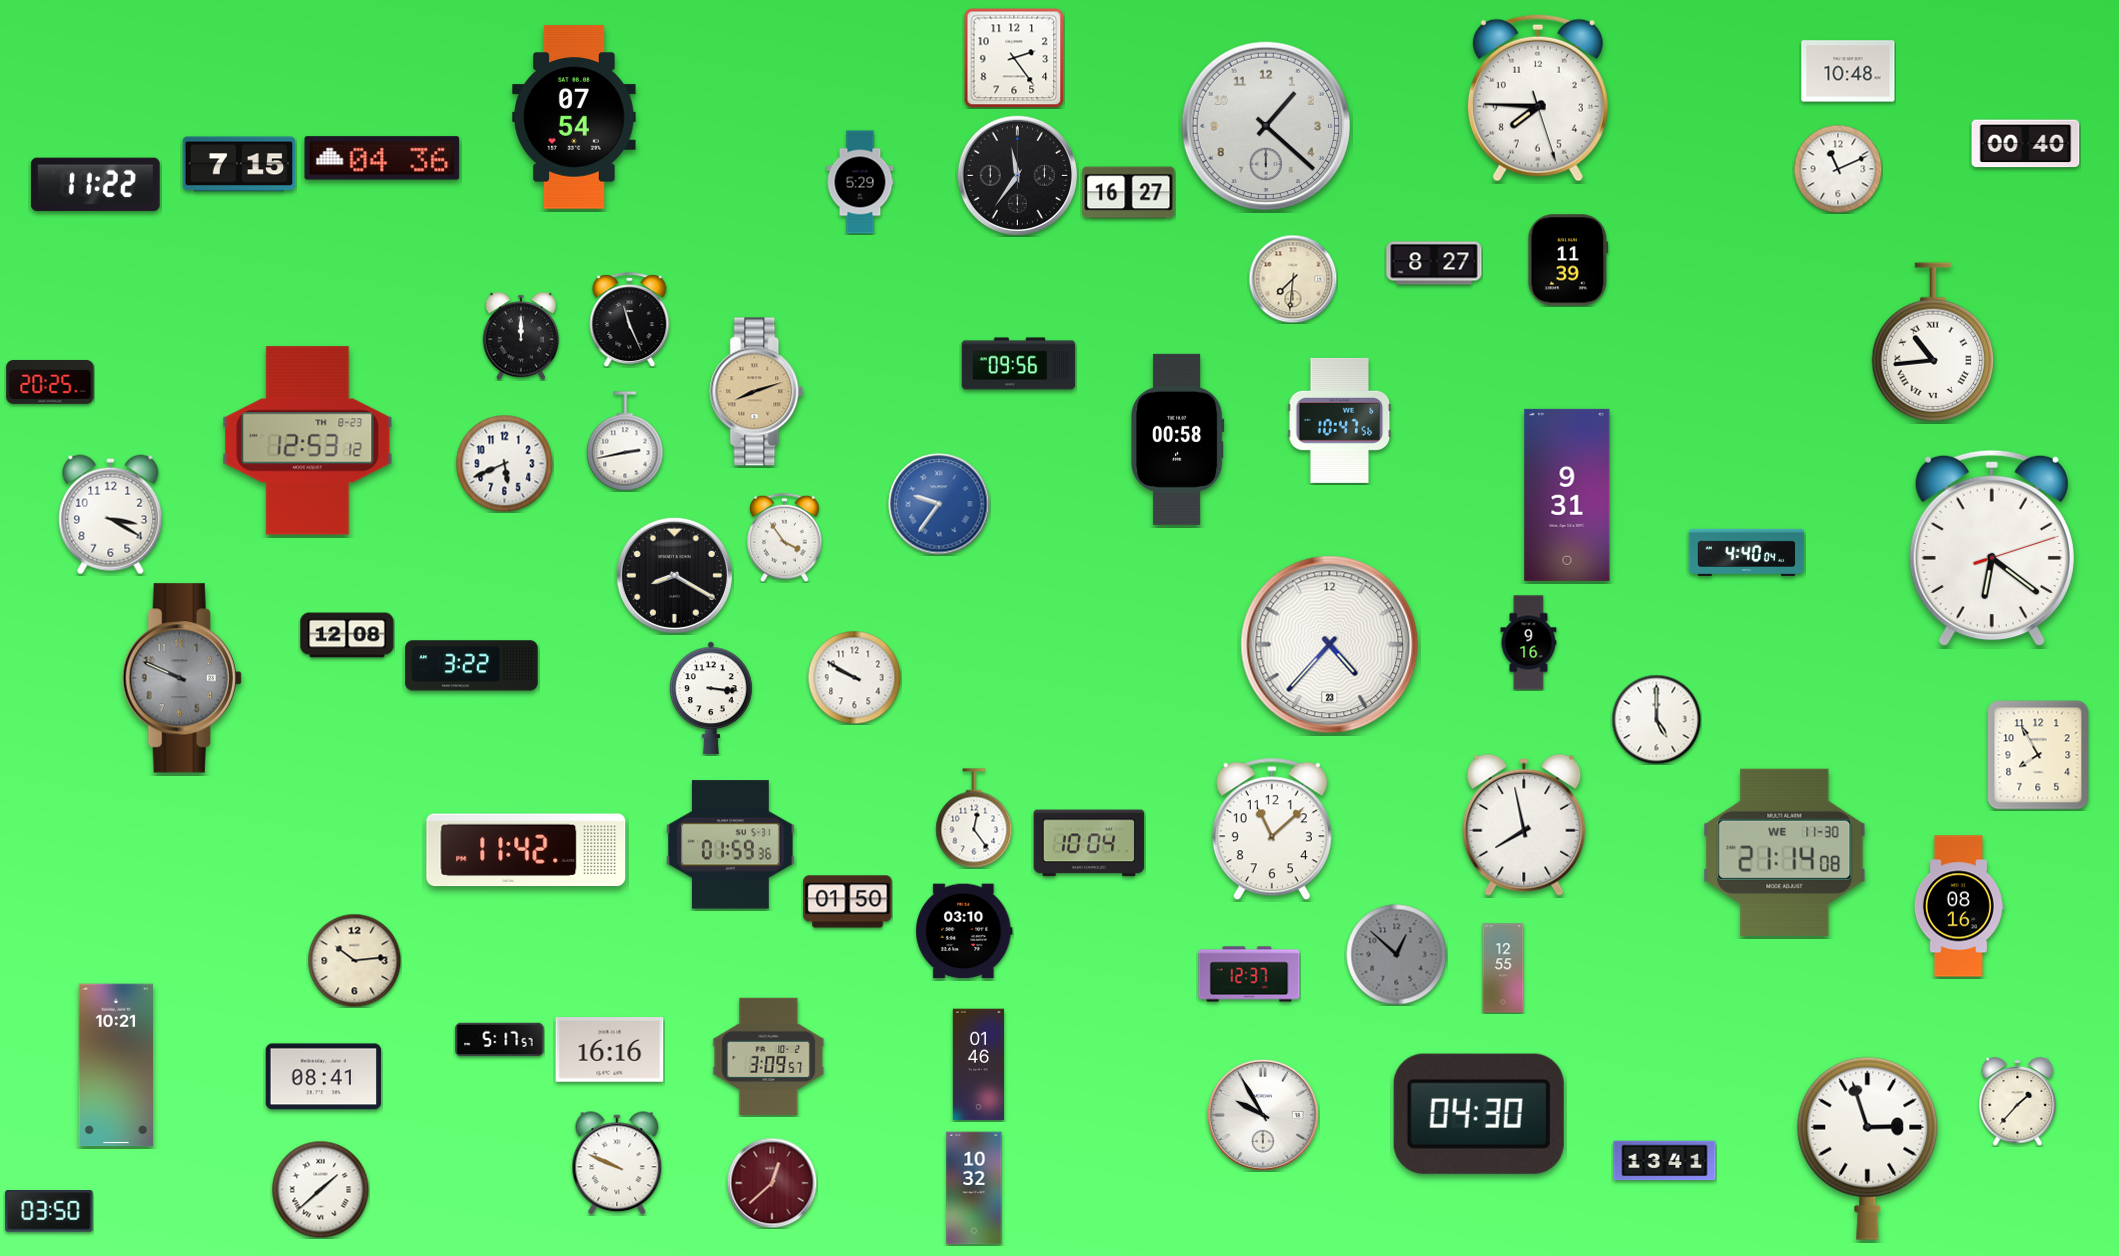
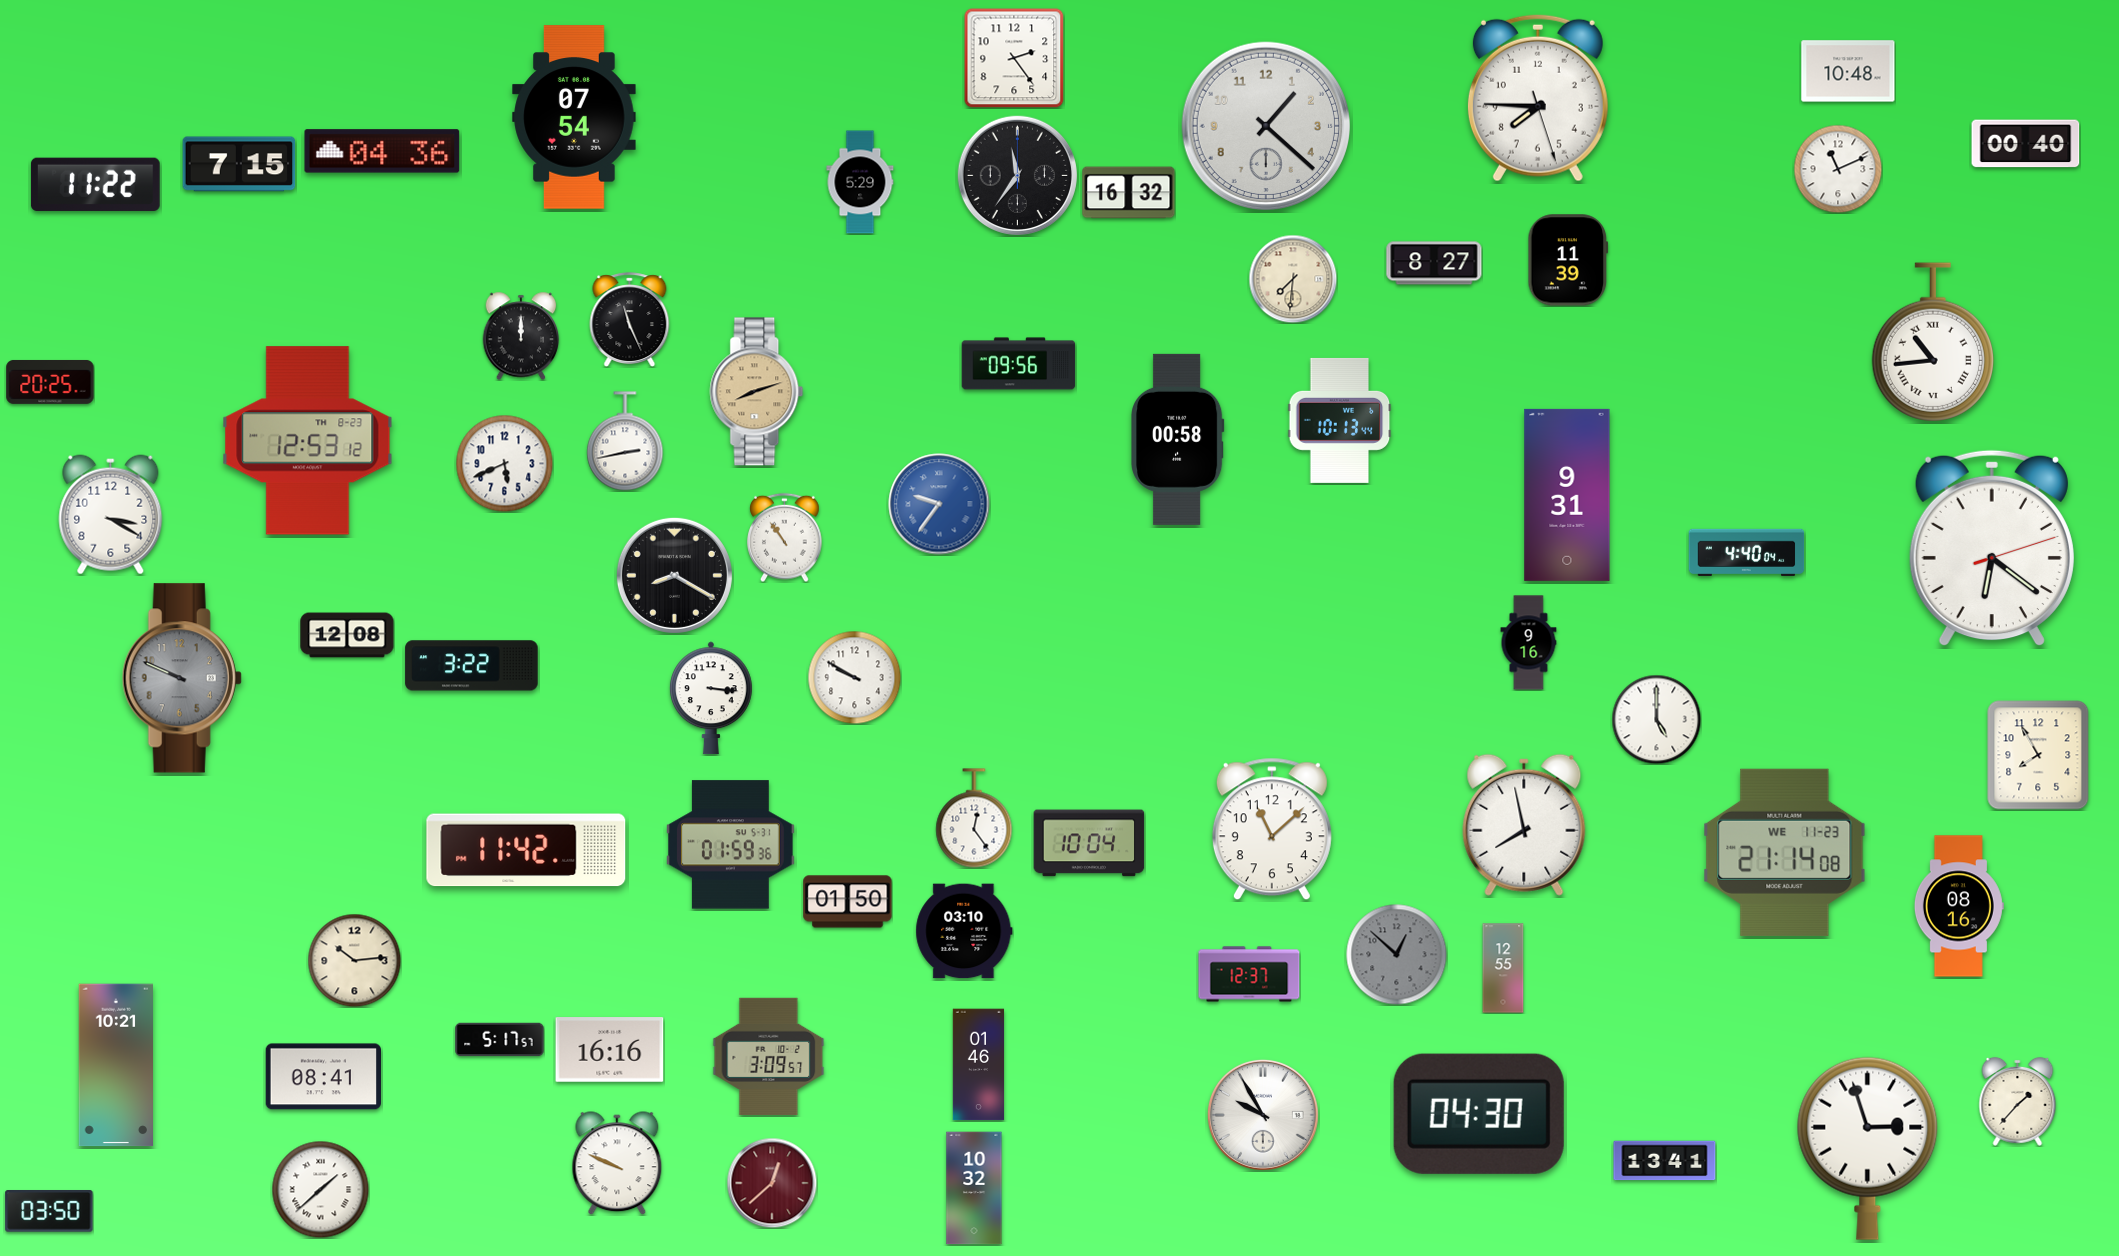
clock at (382, 158) position: (382, 158) -> (382, 151)
clock at (1129, 193): 16:27 -> 16:32
clock at (1340, 420): 10:47 -> 10:13
clock at (785, 537): 3:54 -> 10:54
clock at (1330, 645): 4:37 -> none
clock at (1785, 852) date: WE 11-30 -> WE 11-23
